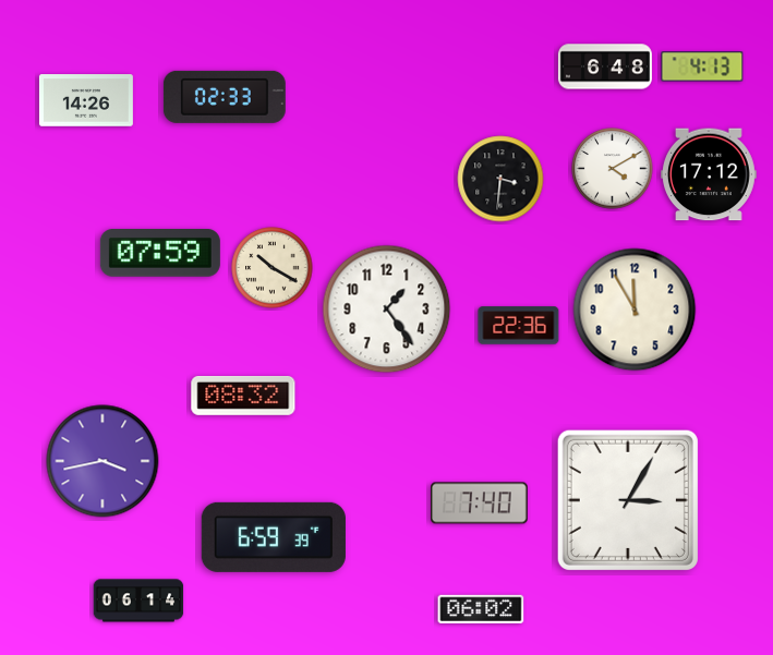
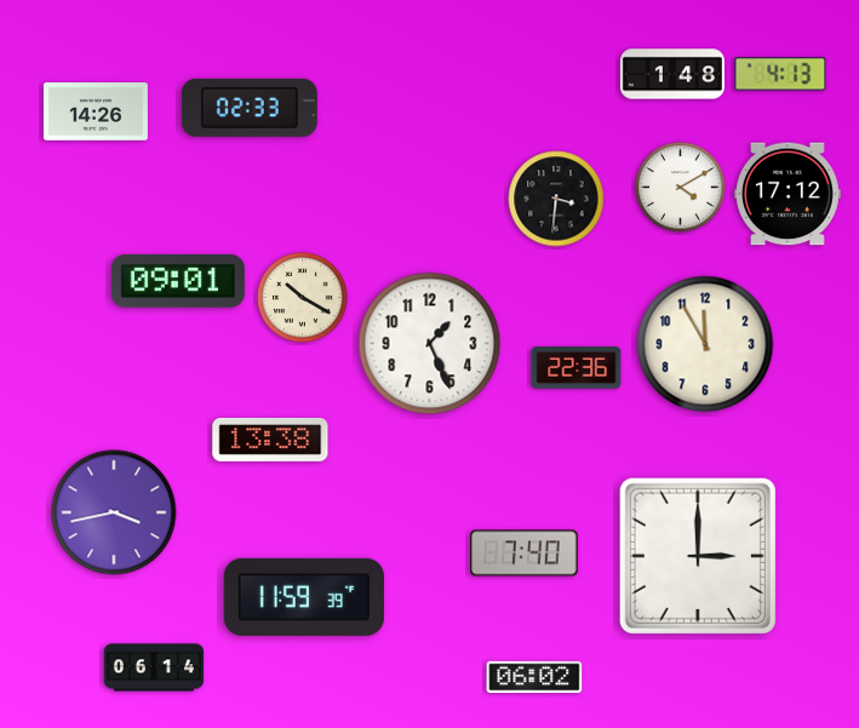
clock at (605, 66): 6:48 -> 1:48
clock at (160, 254): 07:59 -> 09:01
clock at (387, 310): 1:24 -> 1:26
clock at (519, 326) position: (519, 326) -> (577, 368)
clock at (243, 396): 08:32 -> 13:38
clock at (628, 500): 3:05 -> 3:00
clock at (480, 504) position: (480, 504) -> (525, 554)
clock at (274, 537): 6:59 -> 11:59
